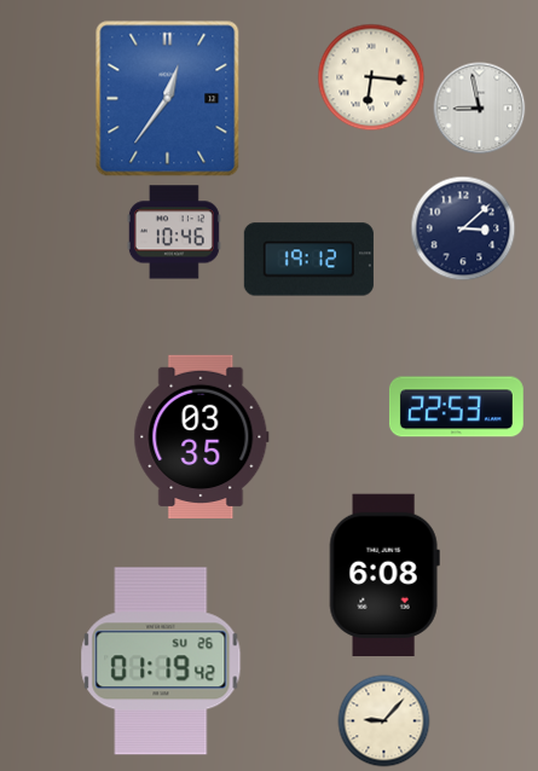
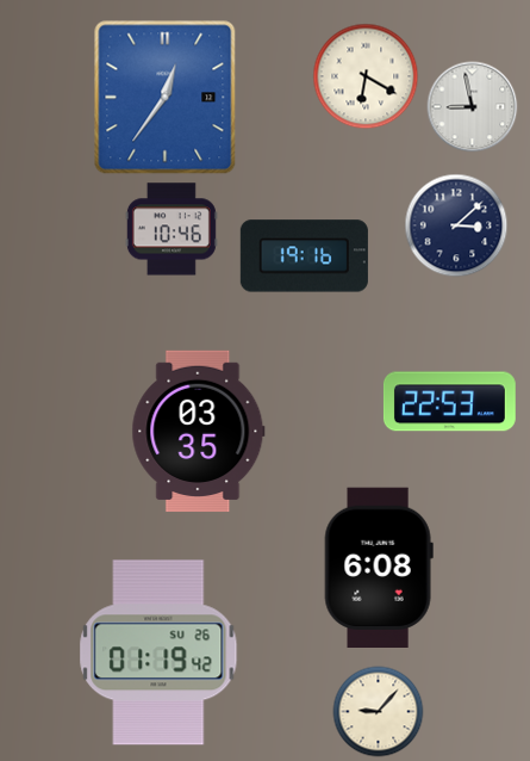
clock at (371, 77): 6:16 -> 6:20
clock at (308, 260): 19:12 -> 19:16
